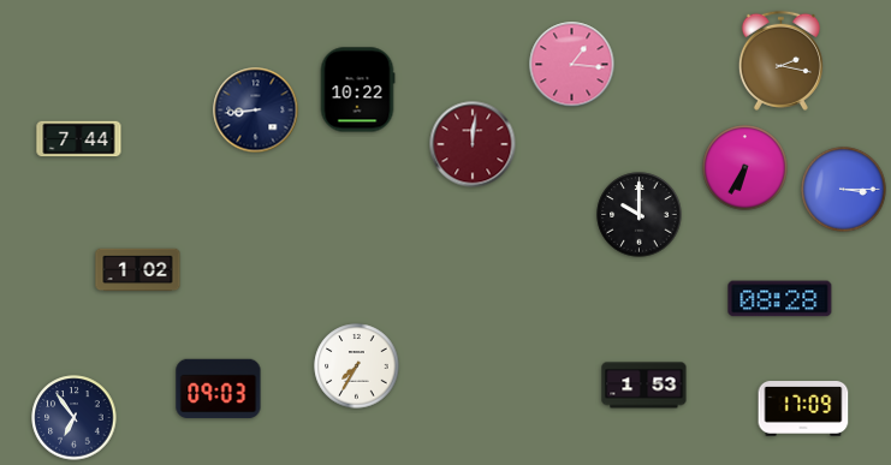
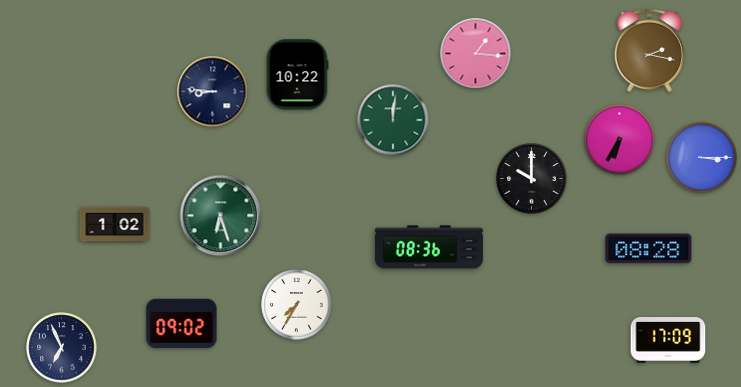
clock at (256, 111): 8:44 -> 8:46
clock at (79, 139): 7:44 -> none
clock at (473, 144) dial: burgundy -> green
clock at (221, 216): none -> 6:27
clock at (429, 247): none -> 08:36
clock at (645, 386): 1:53 -> none
clock at (219, 389): 09:03 -> 09:02
clock at (75, 418): 6:54 -> 6:56
